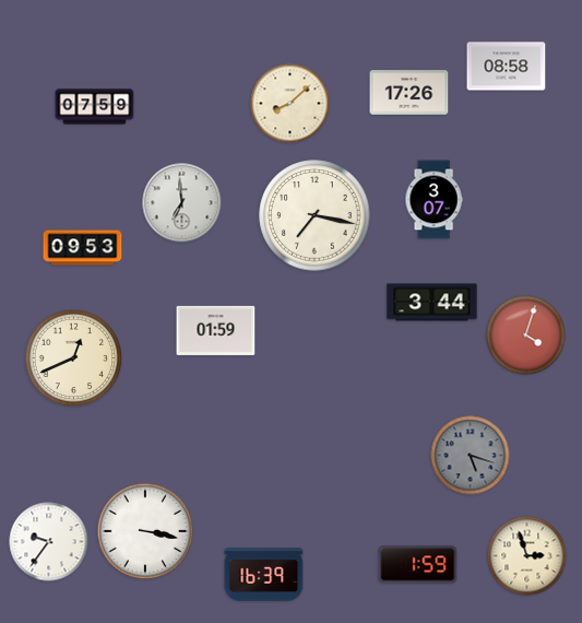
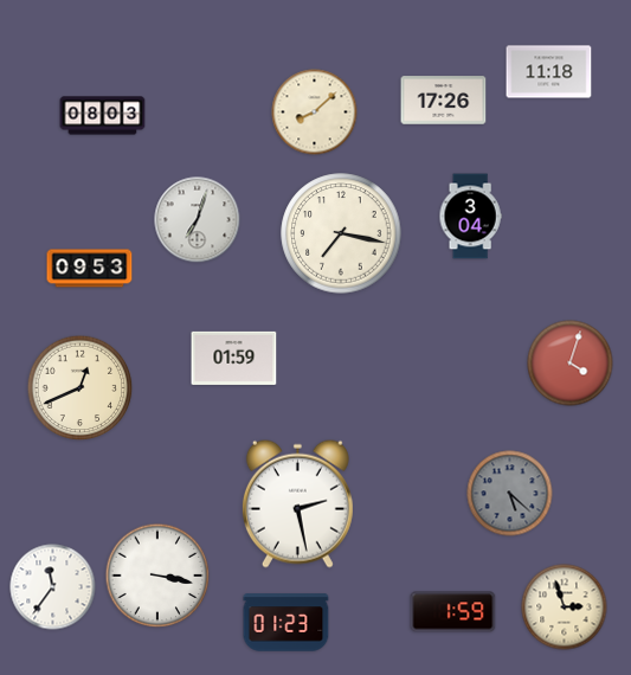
clock at (507, 67): 08:58 -> 11:18
clock at (95, 107): 07:59 -> 08:03
clock at (433, 200): 3:07 -> 3:04
clock at (182, 203): 6:59 -> 7:03
clock at (432, 303): 3:44 -> none
clock at (471, 456): 5:18 -> 5:22
clock at (297, 503): none -> 2:28
clock at (49, 542): 9:36 -> 11:36
clock at (527, 556) position: (527, 556) -> (565, 607)
clock at (264, 575): 16:39 -> 01:23
